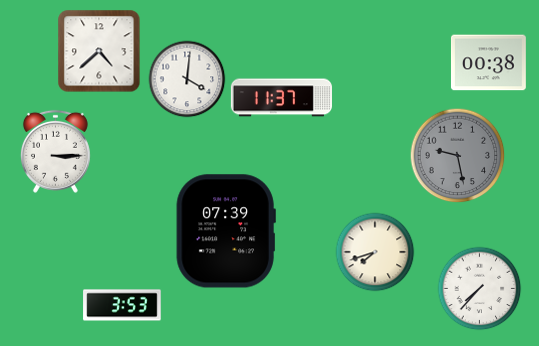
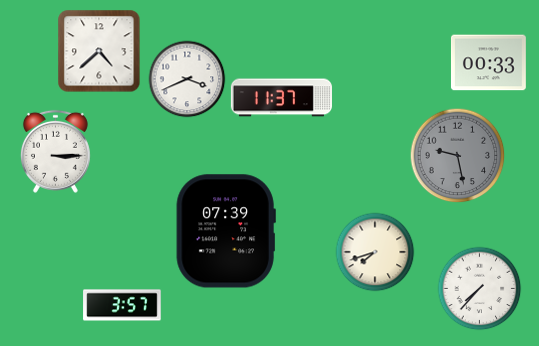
clock at (488, 63): 00:38 -> 00:33
clock at (187, 79): 4:01 -> 3:41
clock at (122, 305): 3:53 -> 3:57
